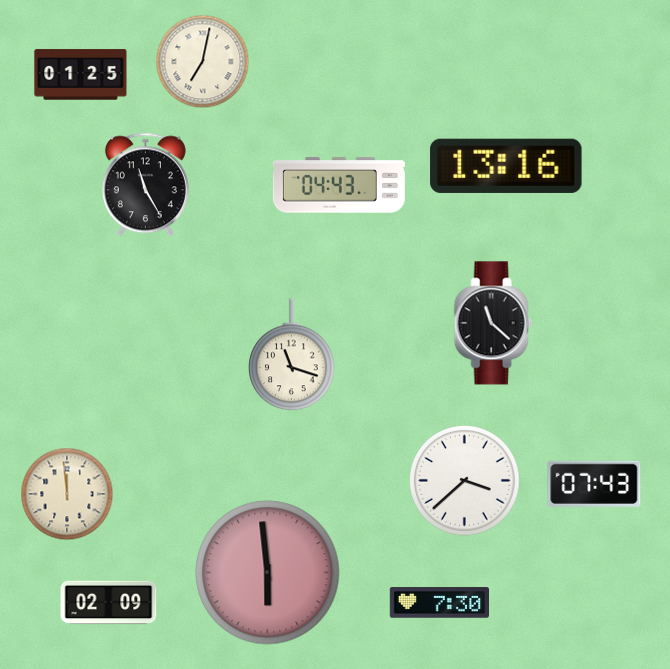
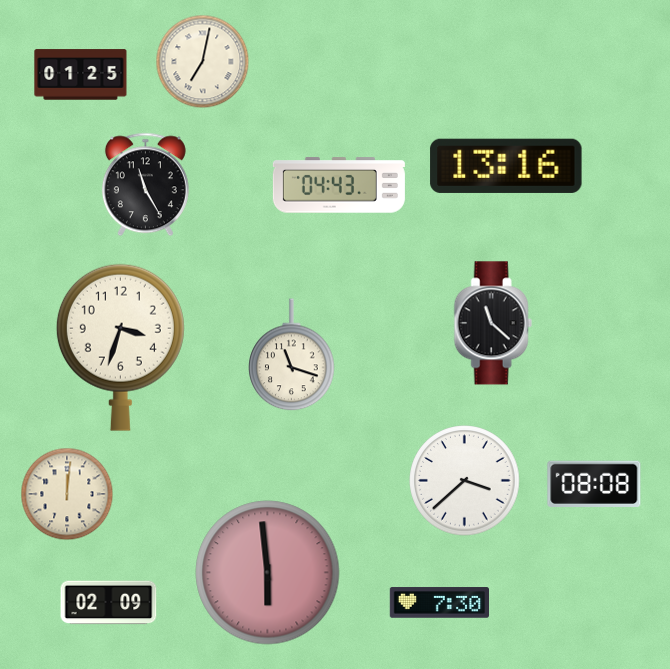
clock at (120, 347): none -> 3:33
clock at (594, 484): 07:43 -> 08:08
clock at (67, 494): 11:59 -> 12:01
